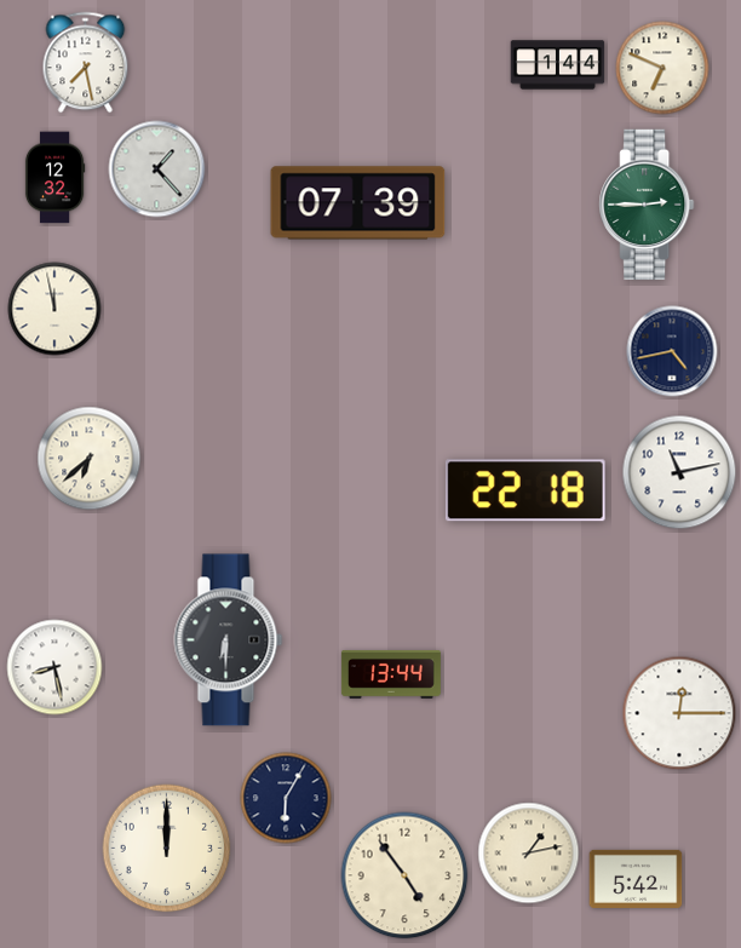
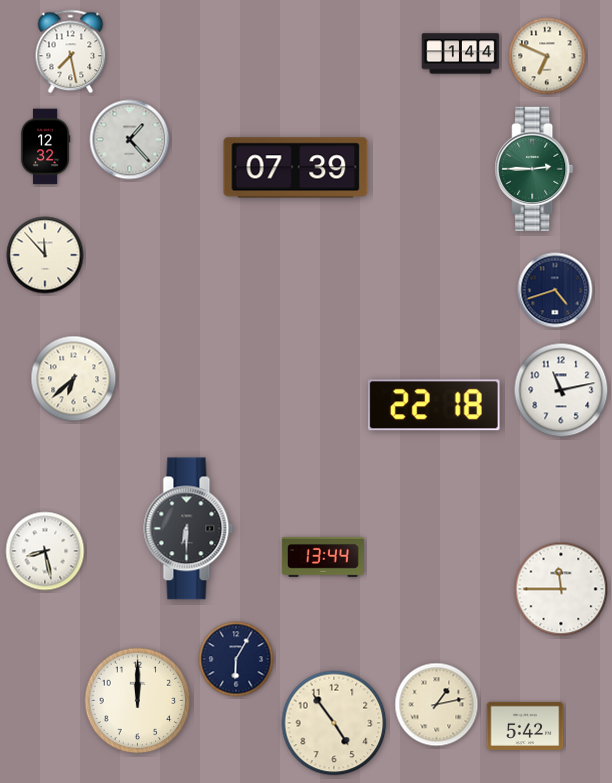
clock at (54, 309): 11:58 -> 11:53
clock at (672, 351): 4:43 -> 4:42
clock at (679, 713): 12:15 -> 11:45
